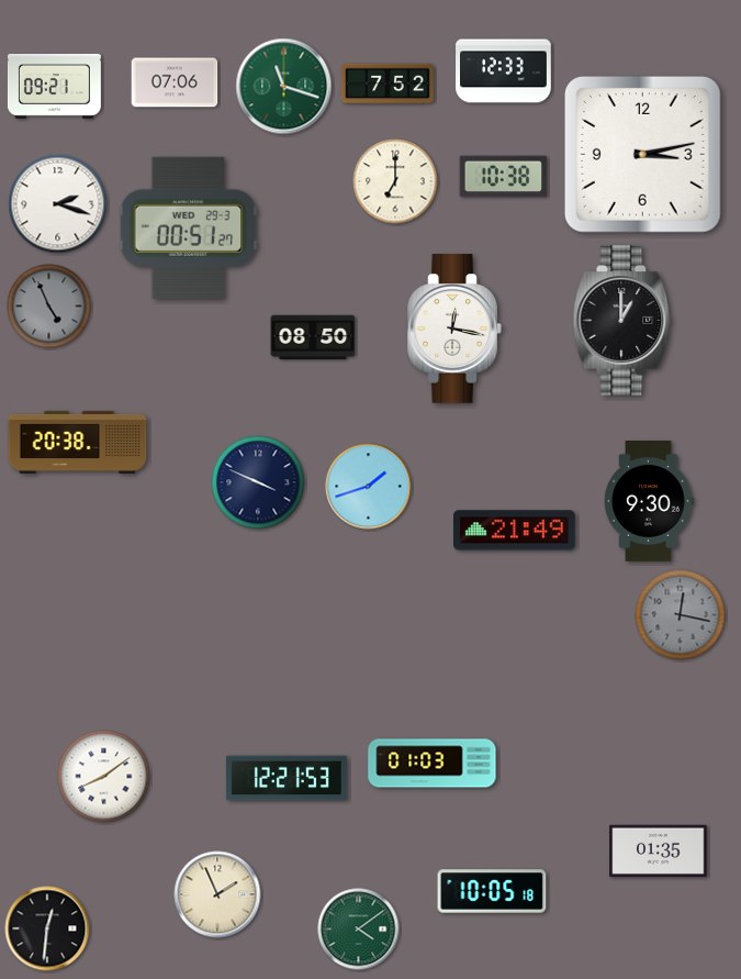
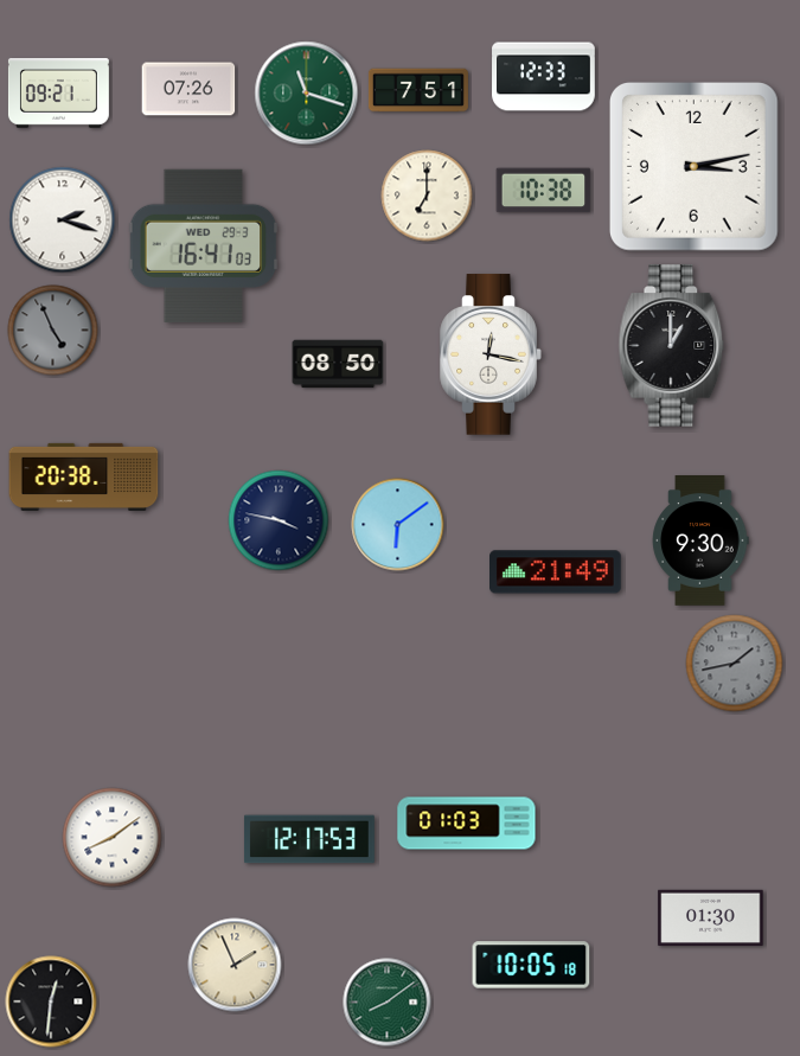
clock at (175, 82): 07:06 -> 07:26
clock at (388, 84): 7:52 -> 7:51
clock at (189, 227): 00:51 -> 16:41
clock at (258, 482): 3:49 -> 3:47
clock at (369, 487): 1:42 -> 6:09
clock at (681, 615): 12:17 -> 1:43
clock at (287, 778): 12:21 -> 12:17
clock at (659, 850): 01:35 -> 01:30
clock at (492, 891) position: (492, 891) -> (531, 965)
clock at (359, 930): 4:09 -> 8:09
